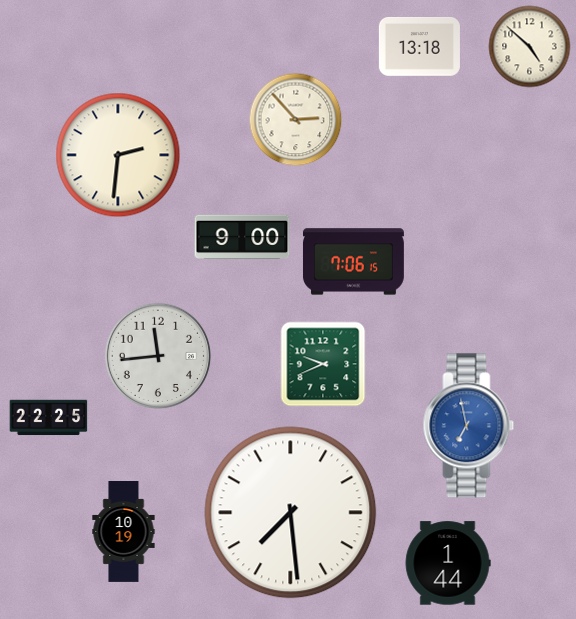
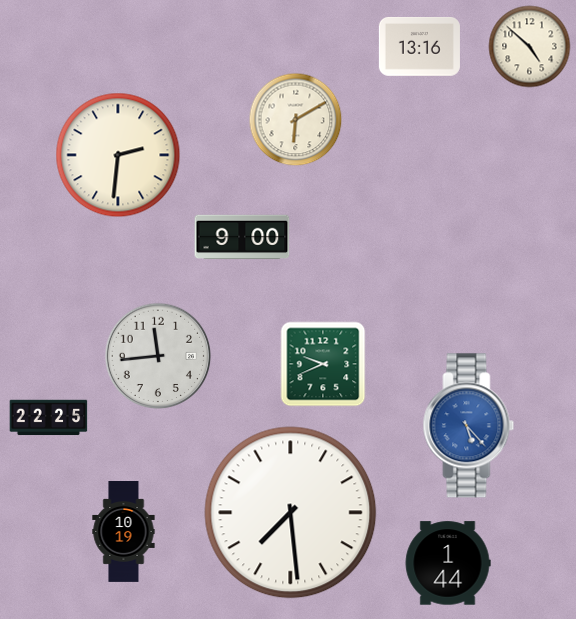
clock at (419, 47): 13:18 -> 13:16
clock at (296, 120): 2:53 -> 6:10
clock at (353, 262): 7:06 -> none
clock at (469, 426): 6:58 -> 5:23
